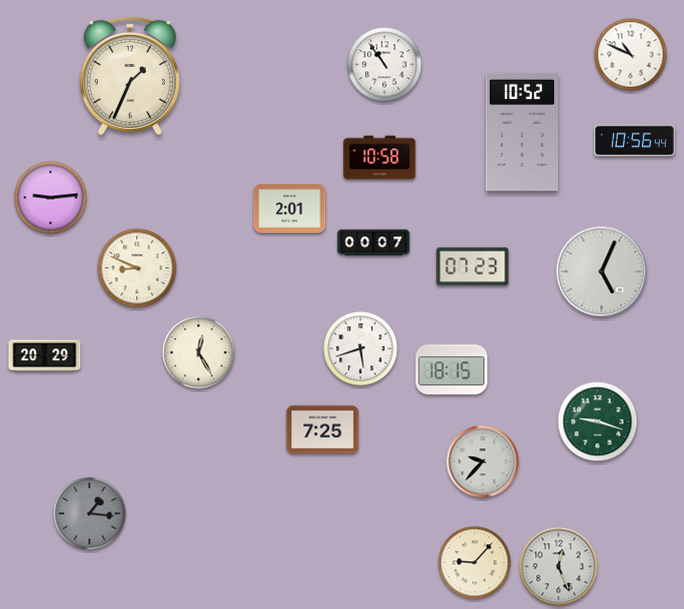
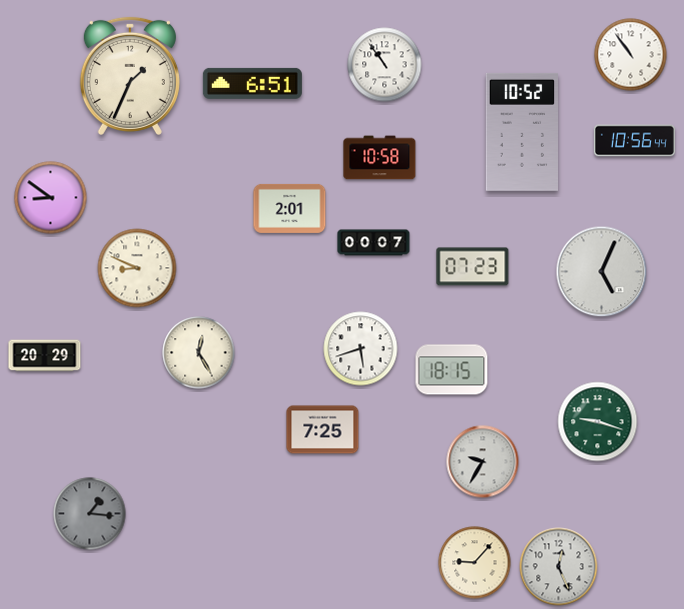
clock at (631, 55): 10:49 -> 10:54
clock at (252, 83): none -> 6:51
clock at (51, 198): 9:14 -> 8:51
clock at (483, 462): 9:37 -> 9:35
